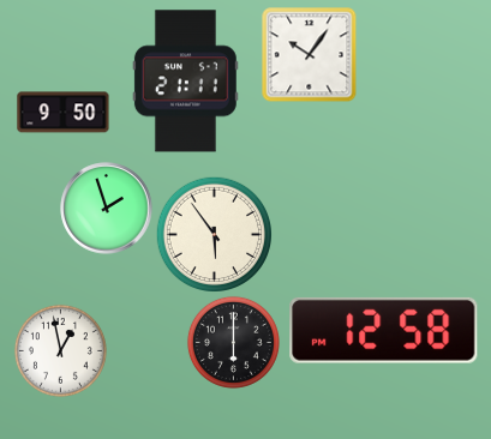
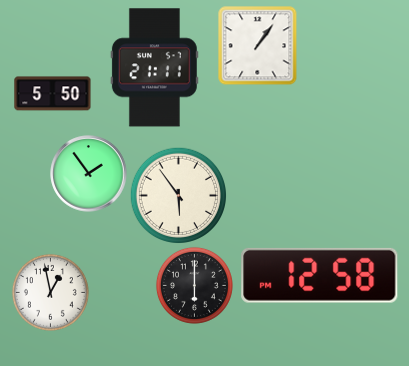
clock at (310, 55): 10:06 -> 1:06
clock at (64, 113): 9:50 -> 5:50
clock at (107, 209): 1:57 -> 1:54
